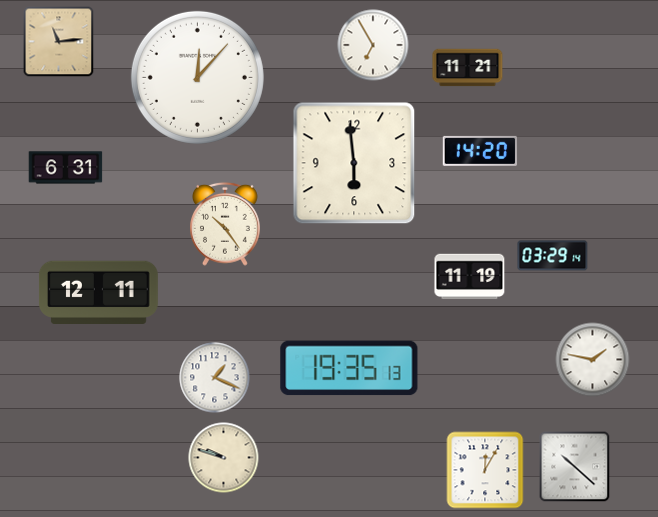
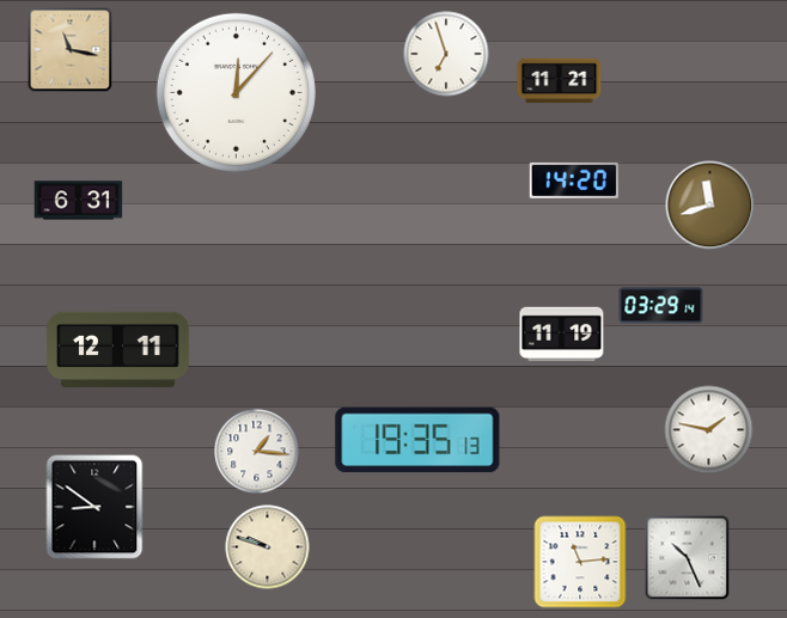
clock at (59, 42): 11:14 -> 11:17
clock at (373, 45): 6:55 -> 6:57
clock at (354, 163): 5:59 -> none
clock at (710, 206): none -> 11:42
clock at (226, 224): 10:24 -> none
clock at (470, 277) position: (470, 277) -> (562, 335)
clock at (215, 378): 1:19 -> 1:16
clock at (94, 507): none -> 8:51
clock at (575, 467): 10:22 -> 10:26
clock at (485, 470): 12:05 -> 11:14
